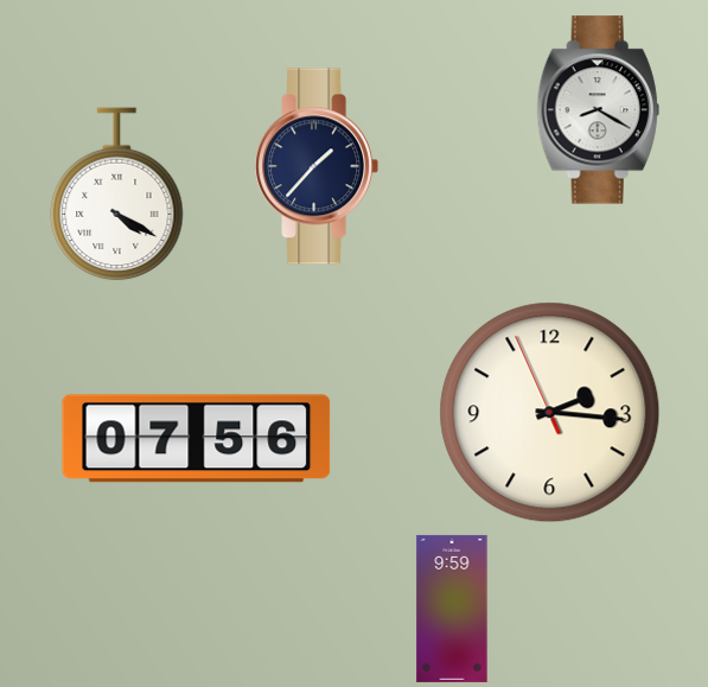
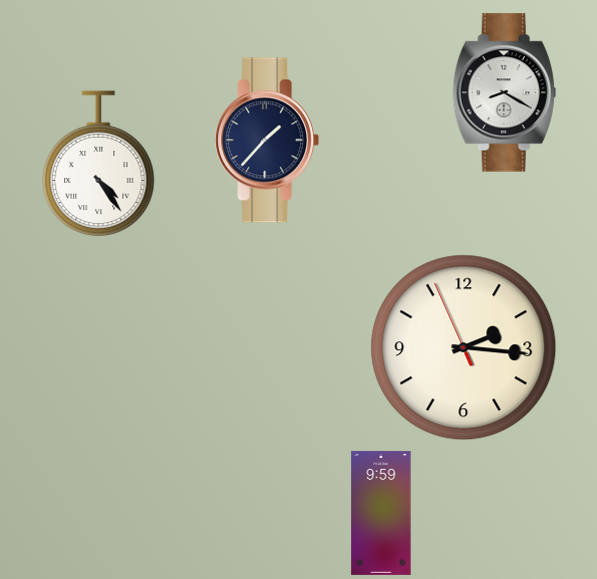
clock at (117, 195): 4:20 -> 4:24
clock at (197, 439): 07:56 -> none
